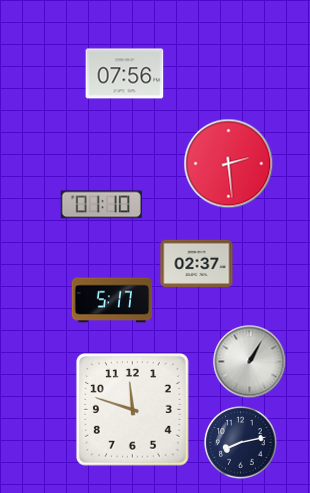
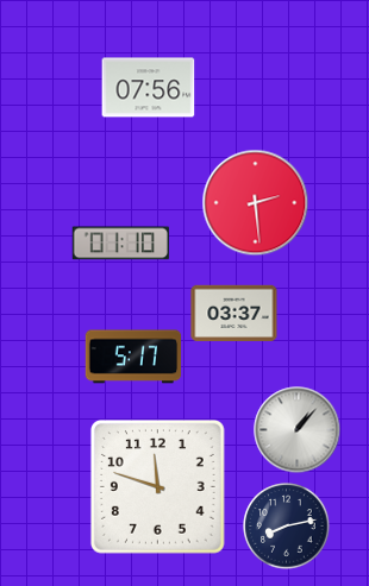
clock at (229, 164) position: (229, 164) -> (256, 203)
clock at (197, 263): 02:37 -> 03:37
clock at (250, 362): 1:05 -> 1:07
